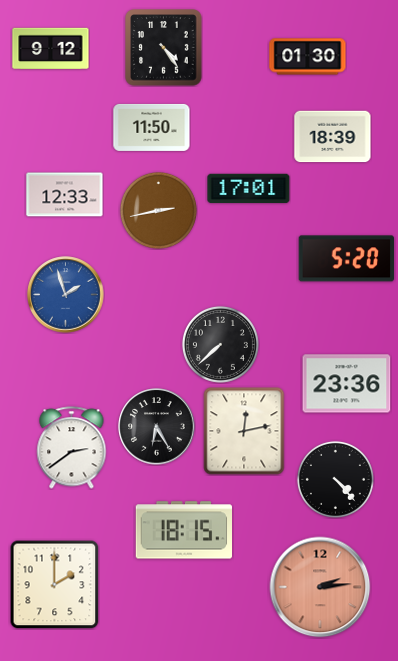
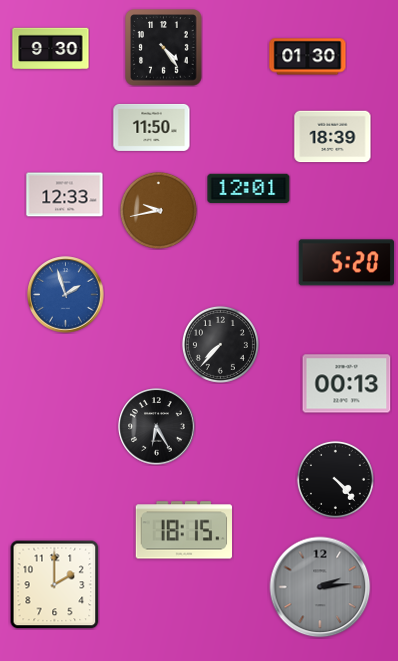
clock at (51, 49): 9:12 -> 9:30
clock at (249, 189): 17:01 -> 12:01
clock at (158, 210): 2:43 -> 9:43
clock at (347, 259) position: (347, 259) -> (347, 263)
clock at (220, 344): 7:38 -> 7:37
clock at (347, 384): 23:36 -> 00:13
clock at (244, 431): 12:13 -> none
clock at (72, 448): 2:39 -> none
clock at (320, 587) dial: salmon -> grey
